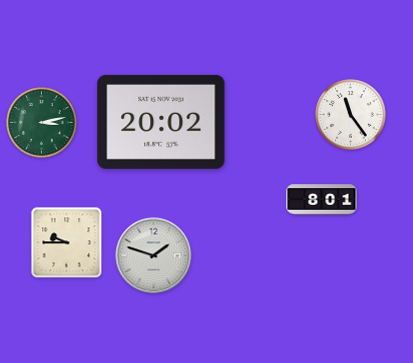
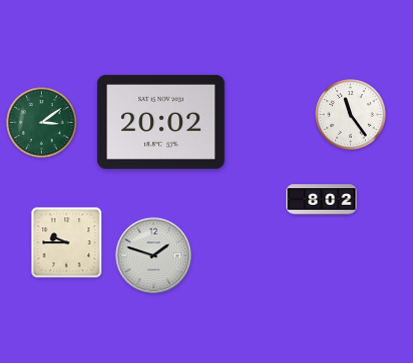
clock at (42, 123): 3:13 -> 3:09
clock at (322, 200): 8:01 -> 8:02
